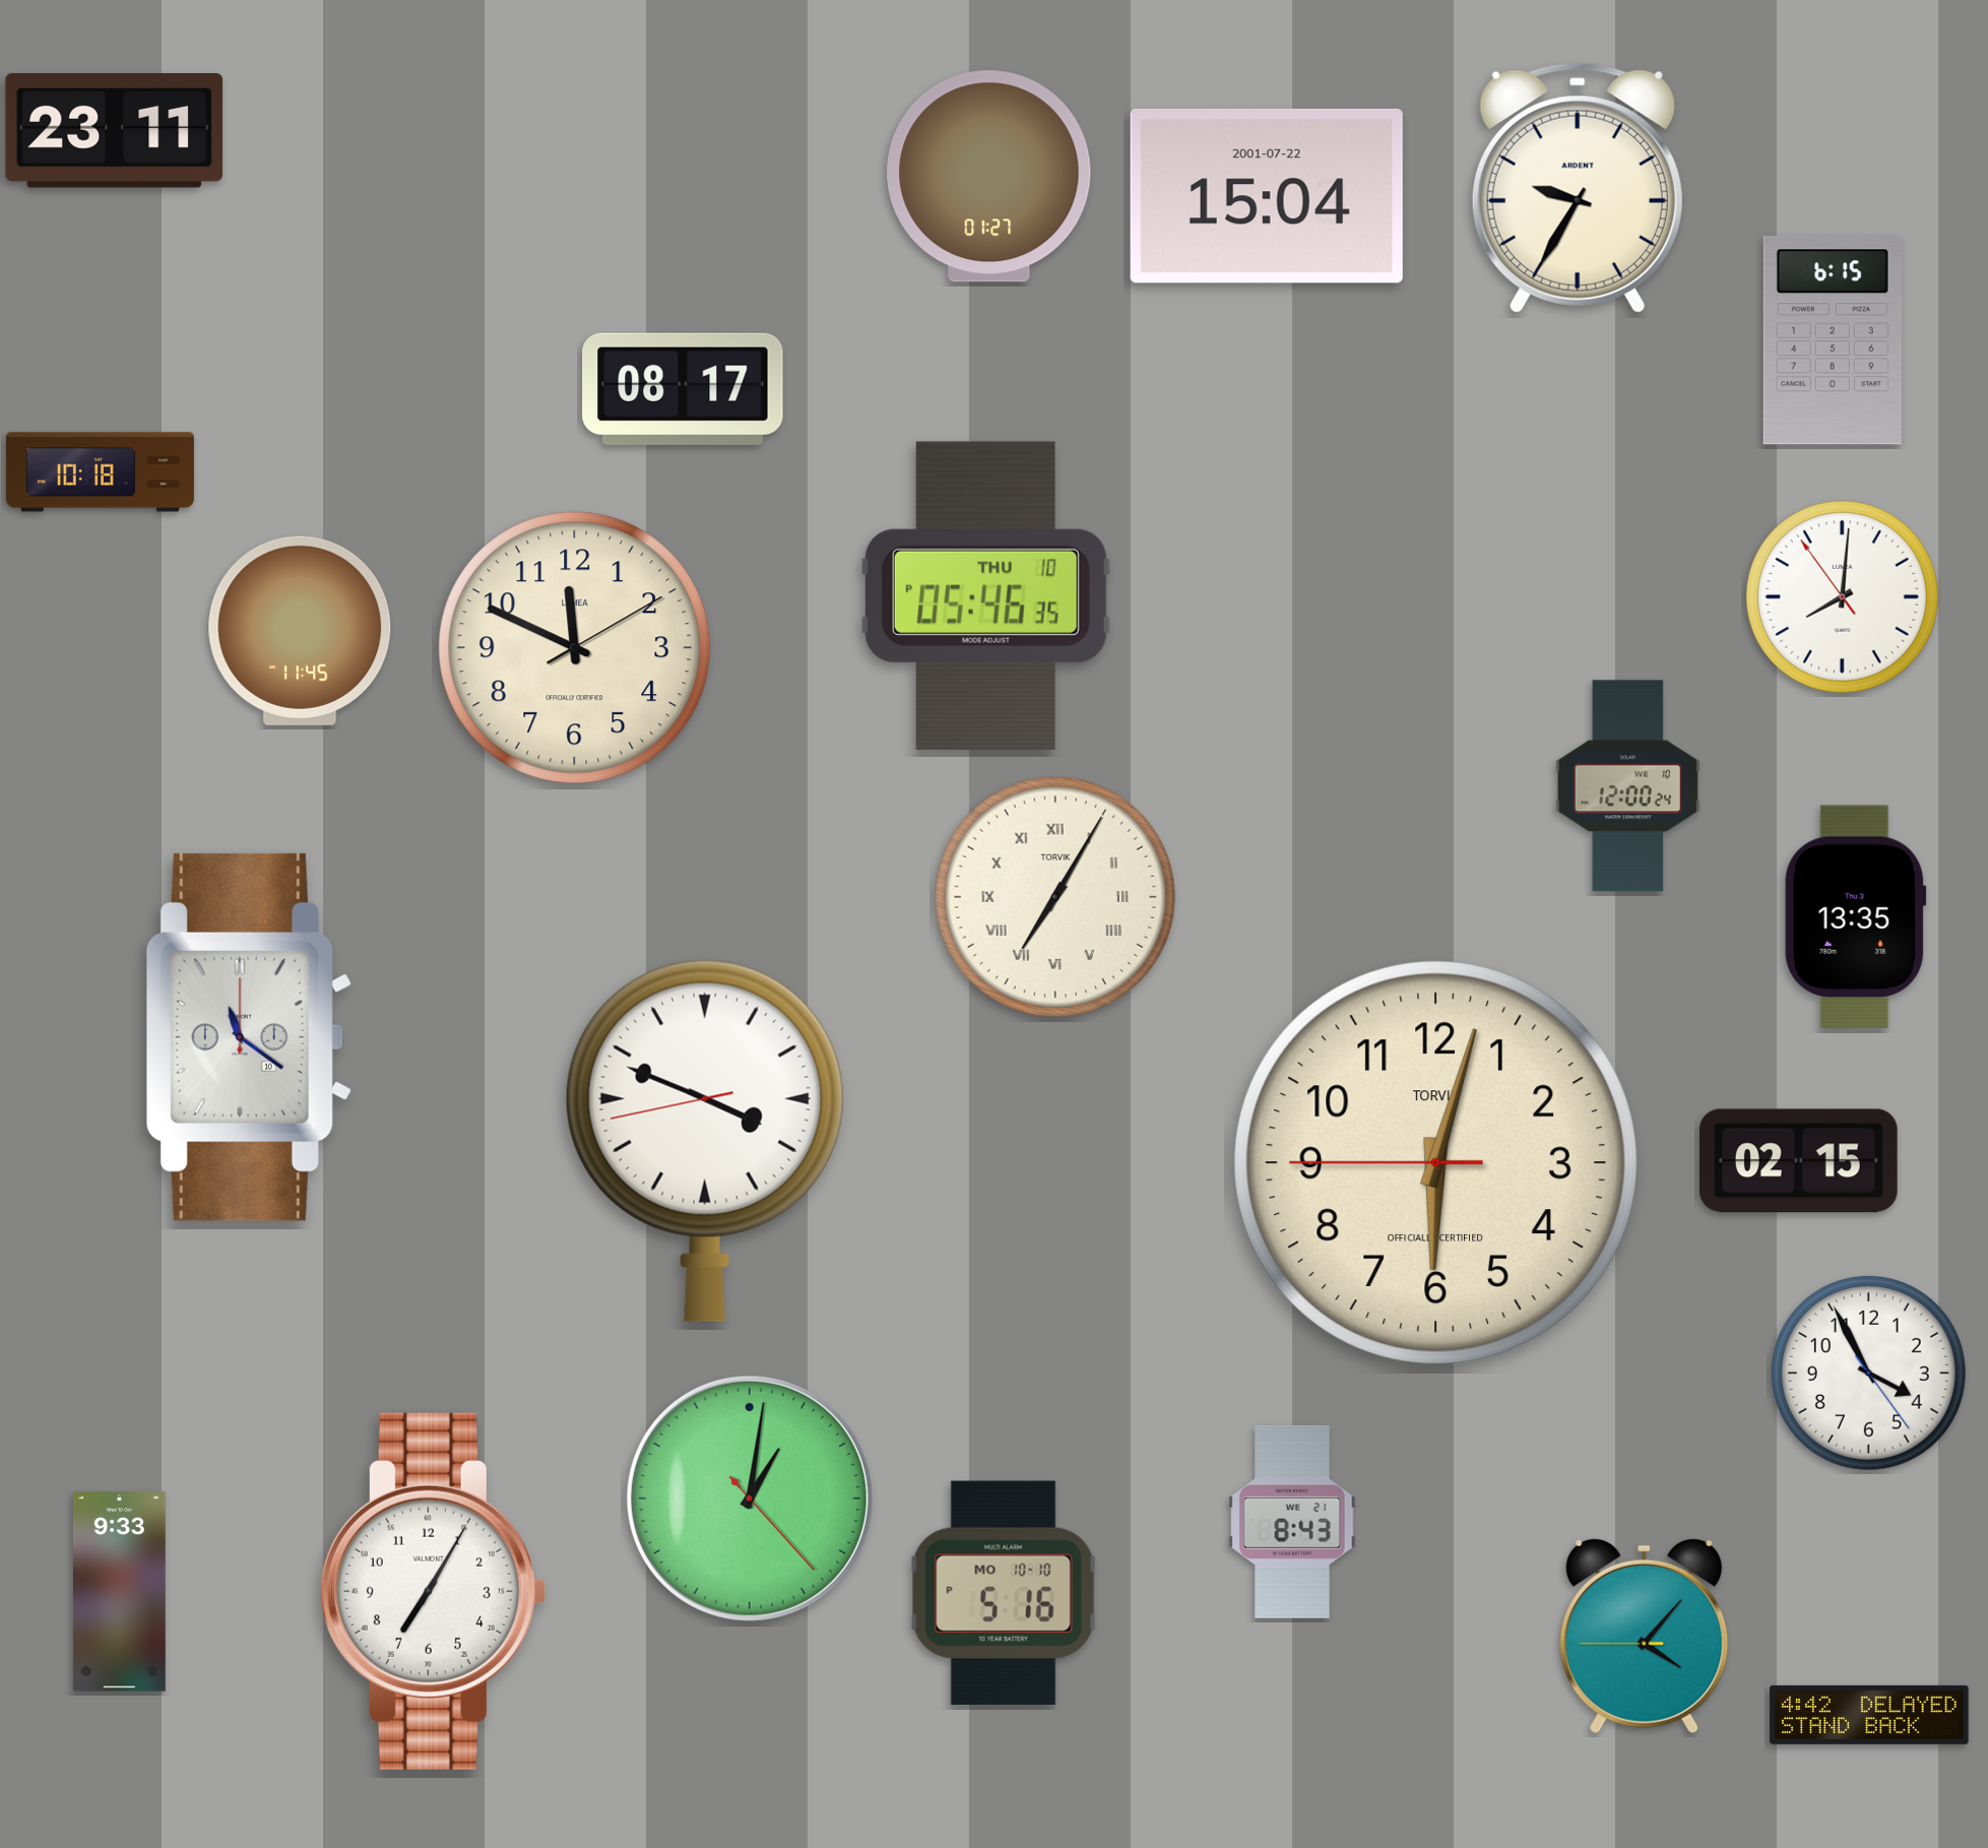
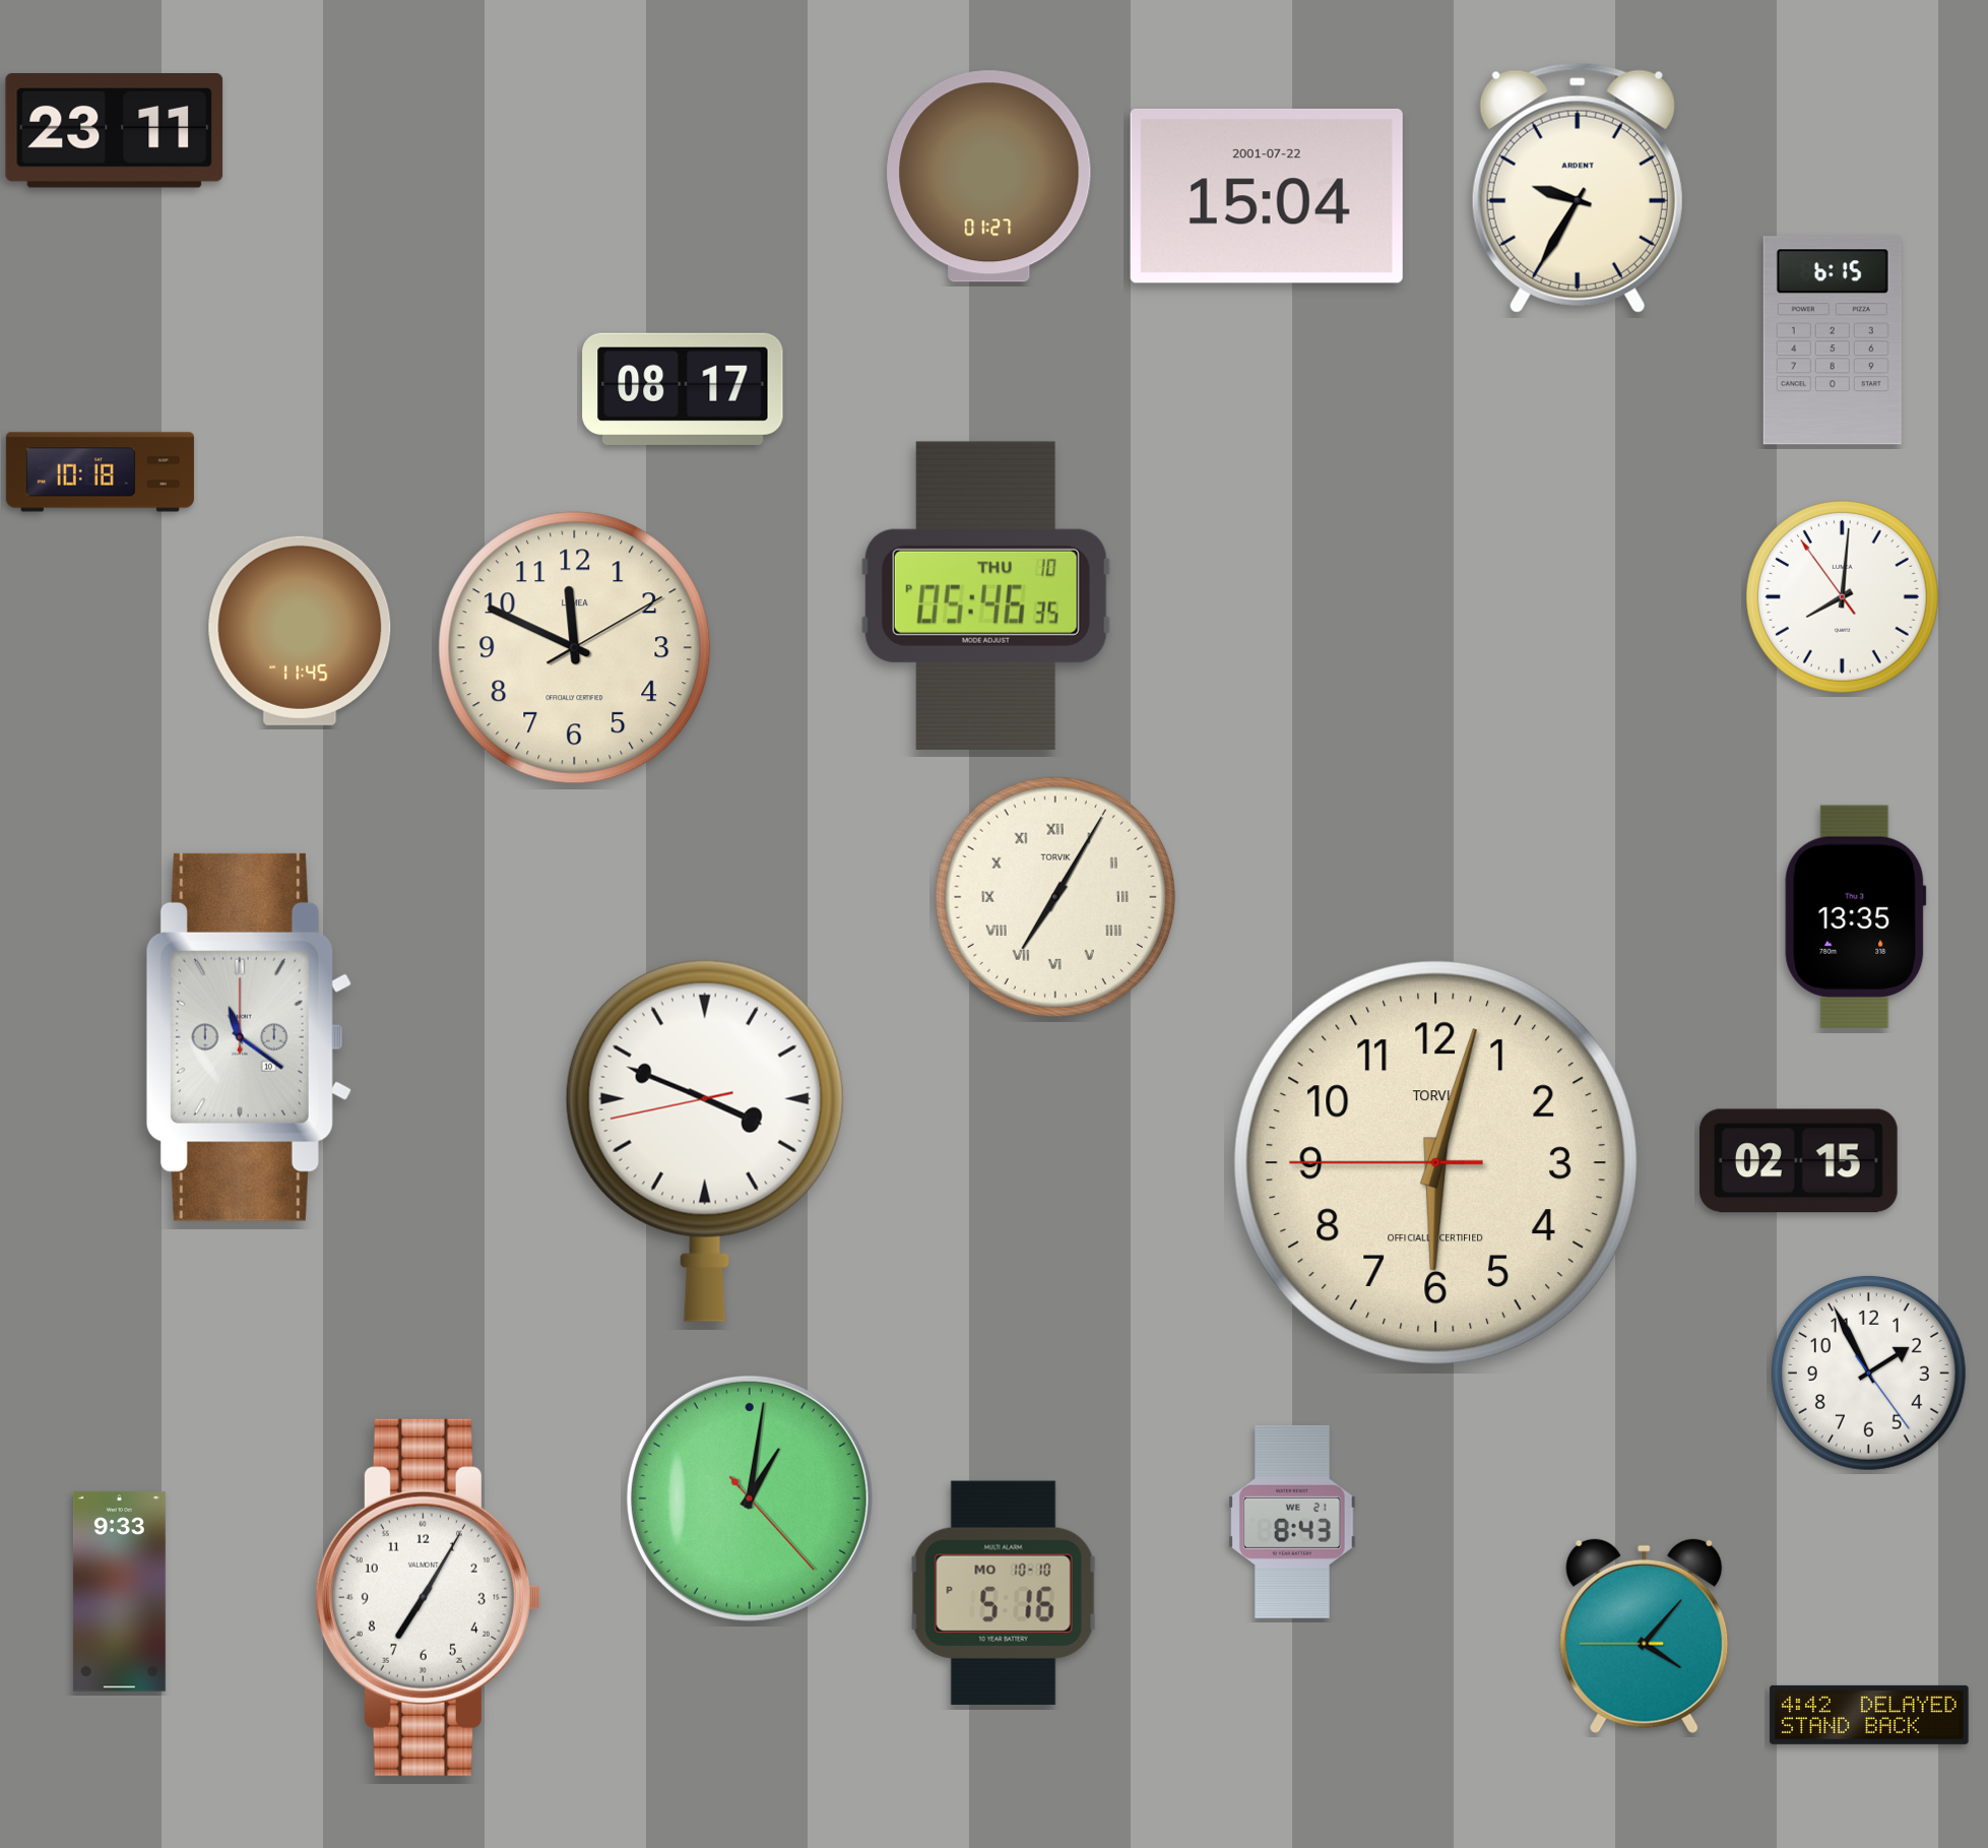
clock at (1627, 786): 12:00 -> none
clock at (1868, 1373): 3:55 -> 1:55
clock at (433, 1591) position: (433, 1591) -> (428, 1597)
